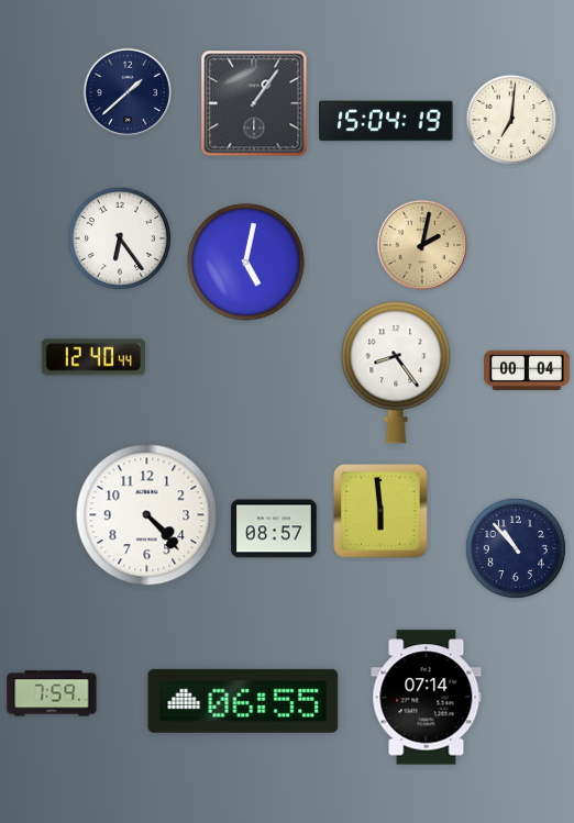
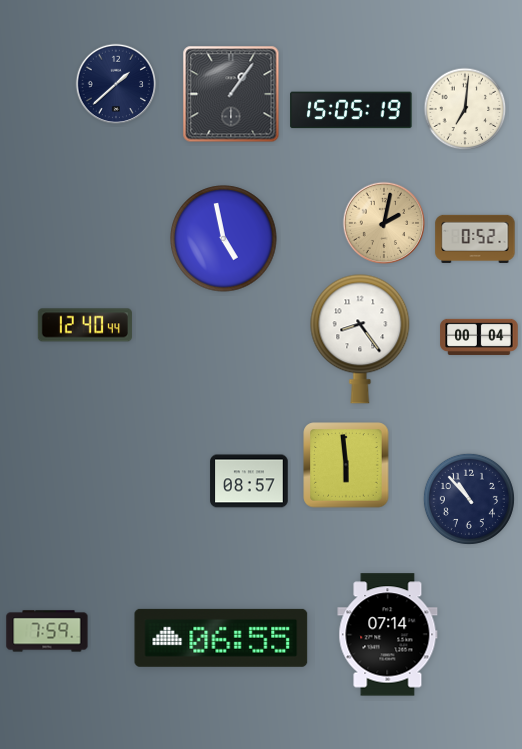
clock at (386, 121): 15:04 -> 15:05
clock at (120, 238): 6:24 -> none
clock at (246, 263): 5:02 -> 4:58
clock at (475, 239): none -> 0:52
clock at (147, 515): 4:23 -> none
